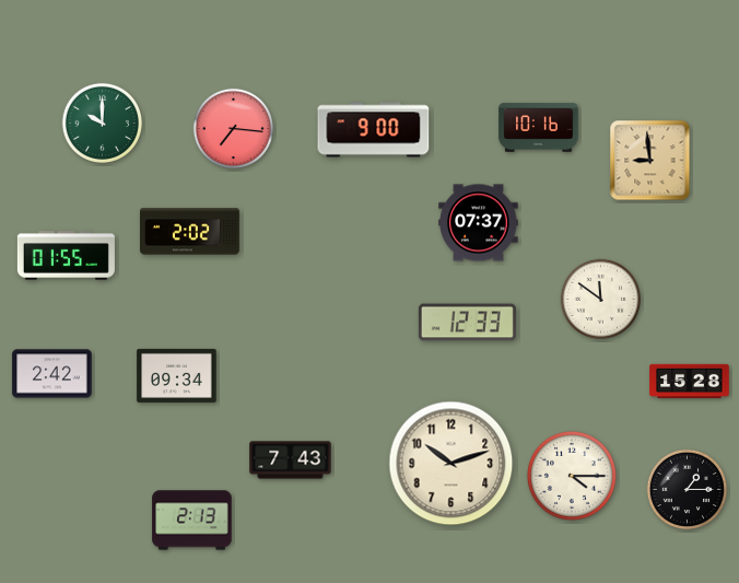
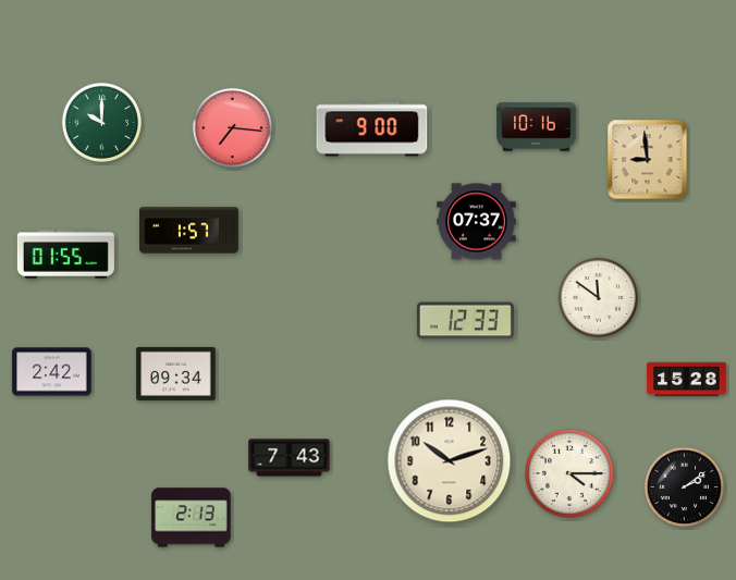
clock at (190, 232): 2:02 -> 1:57
clock at (688, 490): 1:15 -> 2:09
